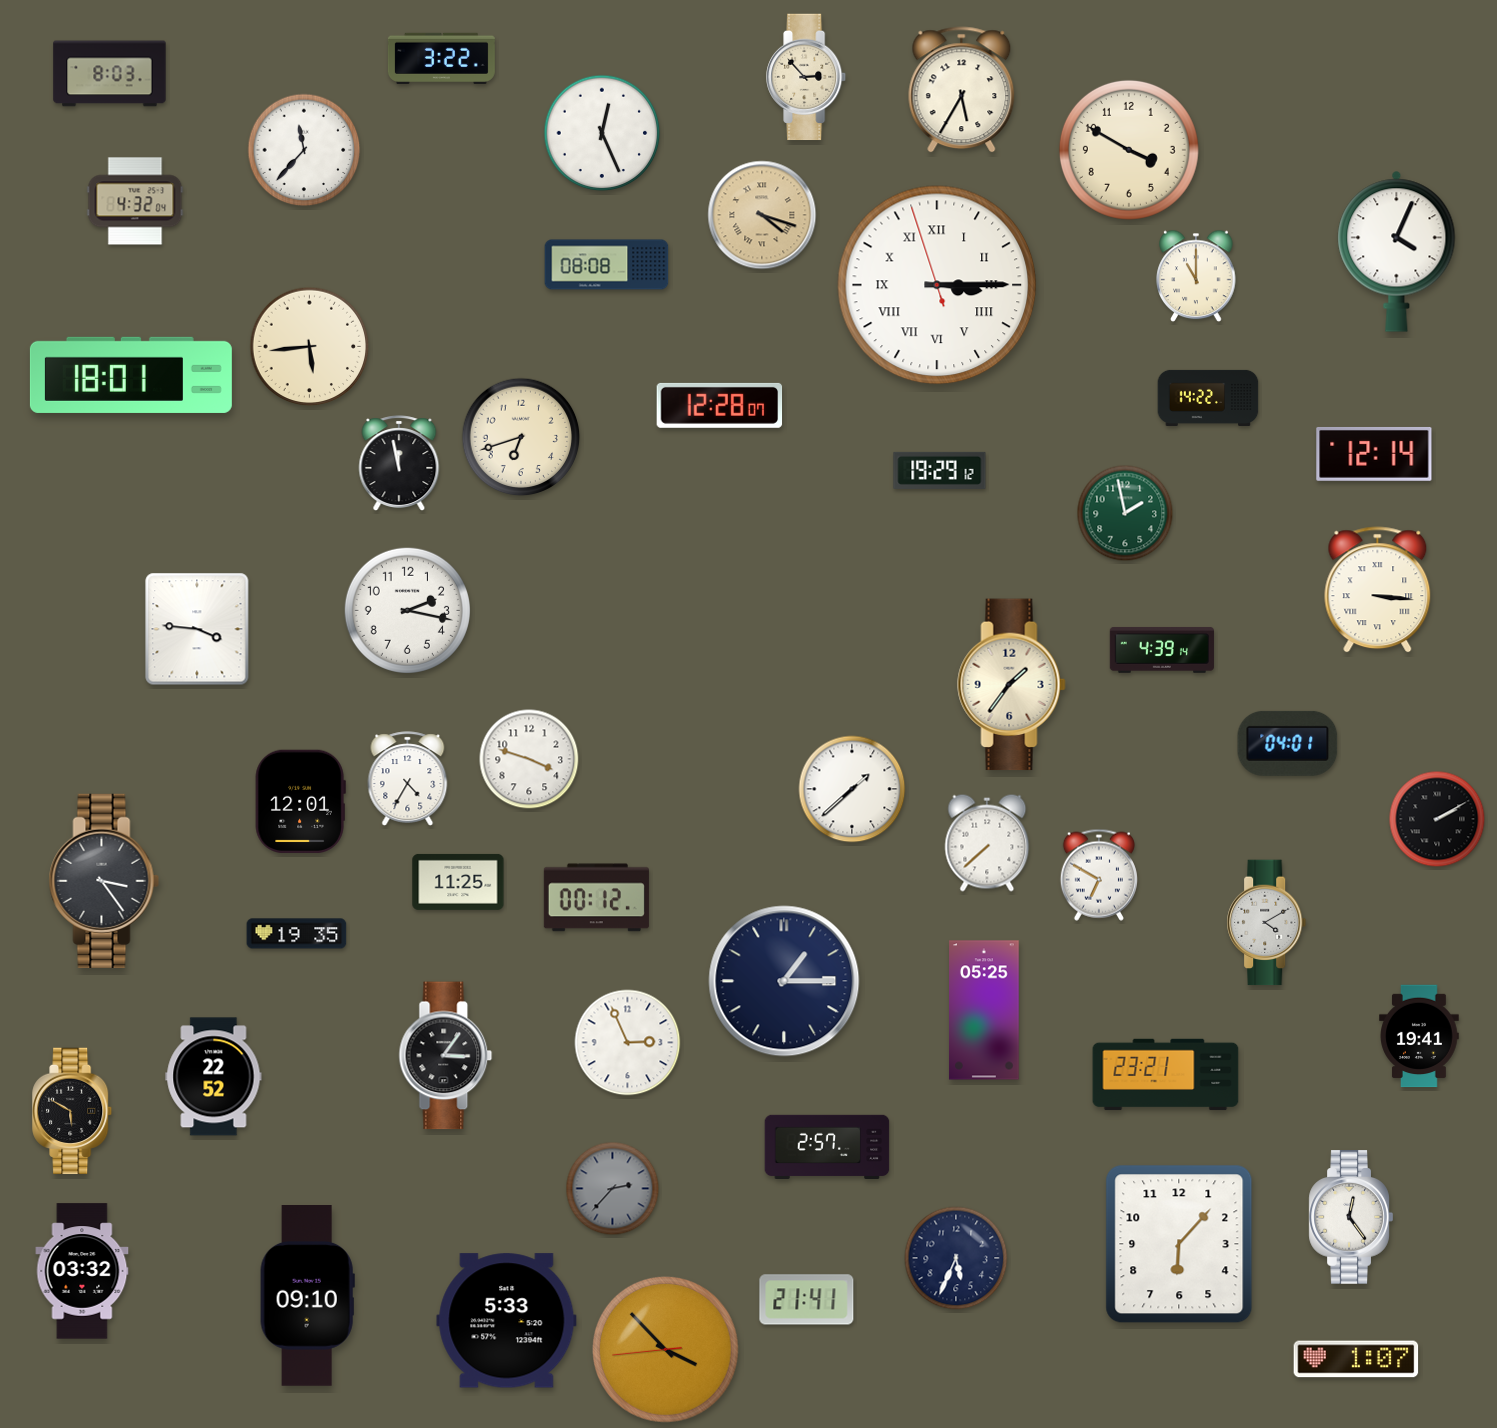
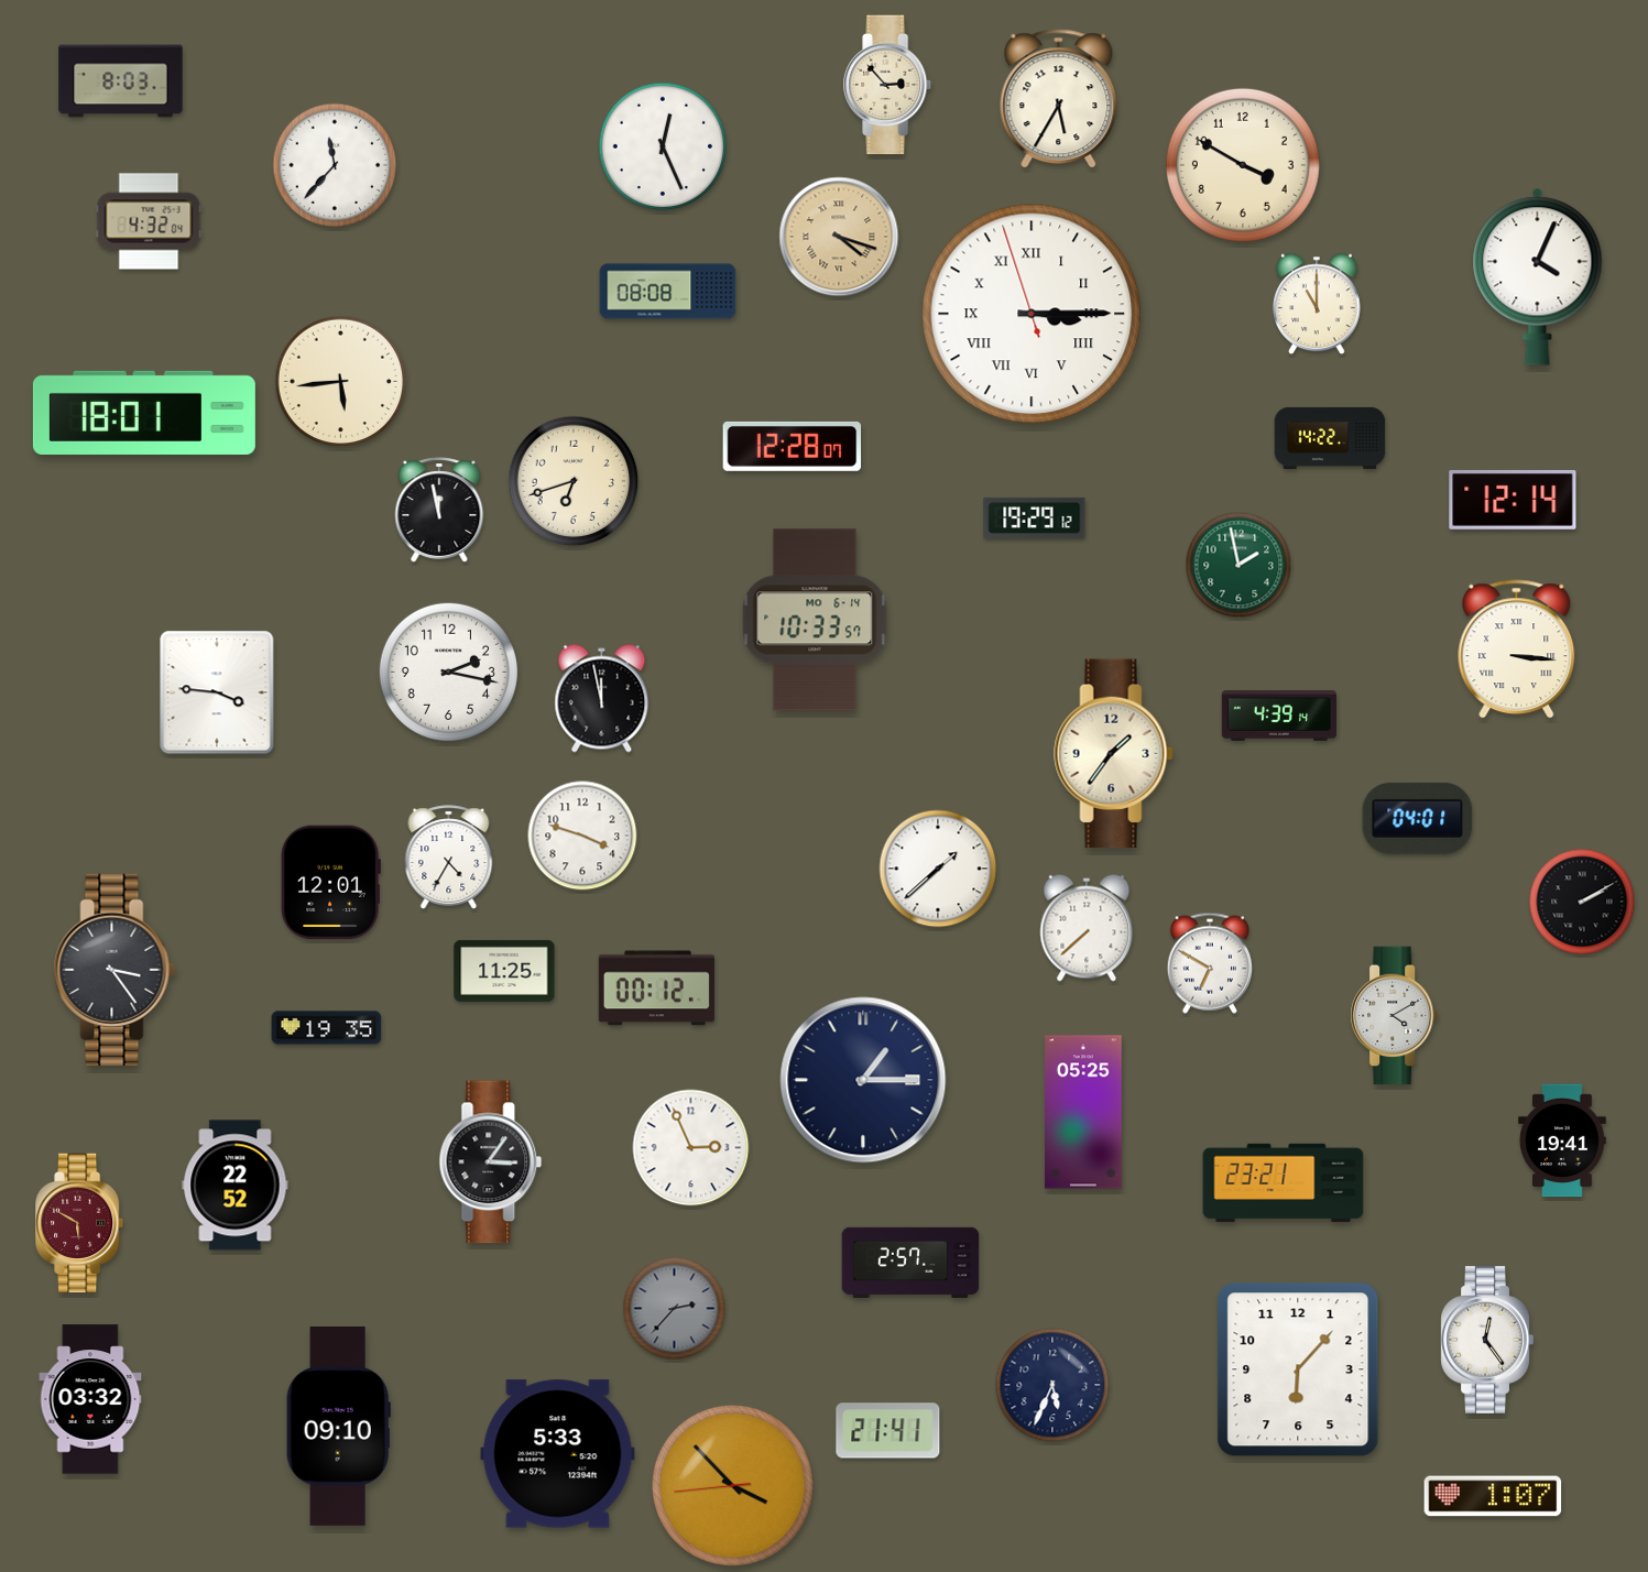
clock at (441, 58): 3:22 -> none
clock at (815, 620): none -> 10:33
clock at (602, 699): none -> 11:58
clock at (73, 1111) dial: black -> burgundy
